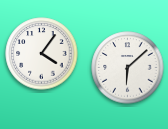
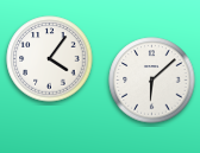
clock at (42, 54) position: (42, 54) -> (50, 59)
